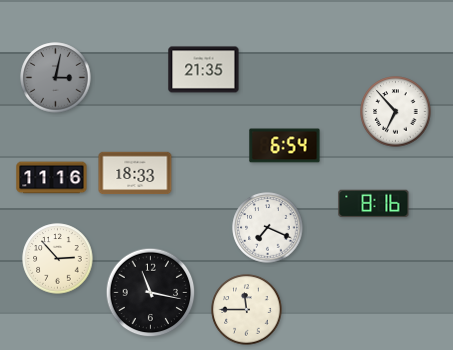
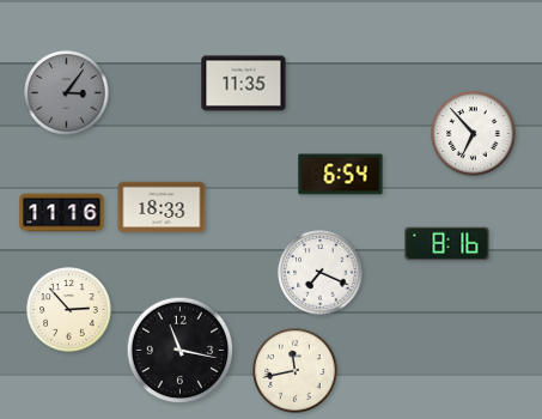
clock at (204, 70): 21:35 -> 11:35
clock at (56, 78): 3:02 -> 3:06
clock at (247, 310): 11:45 -> 11:43
